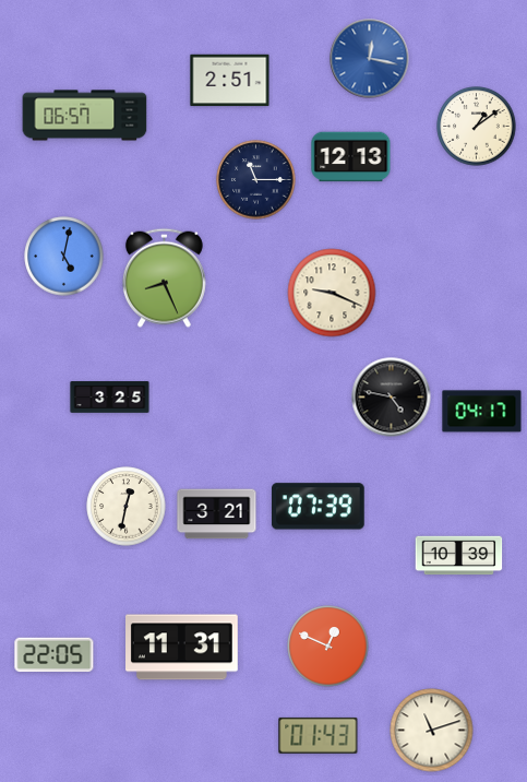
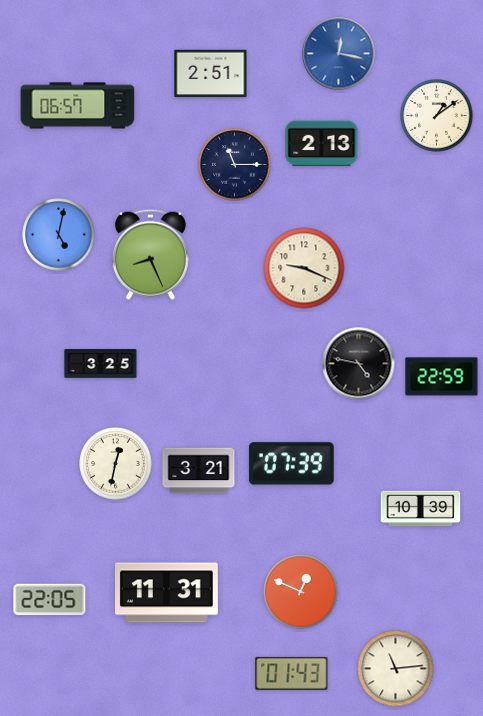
clock at (351, 157): 12:13 -> 2:13
clock at (482, 412): 04:17 -> 22:59
clock at (432, 731): 11:12 -> 11:14
